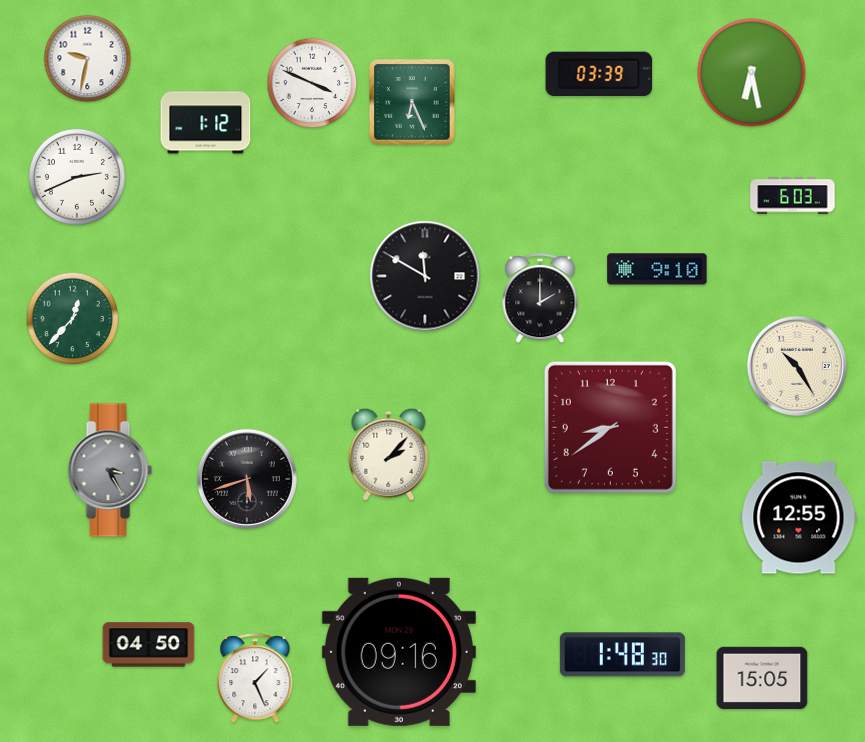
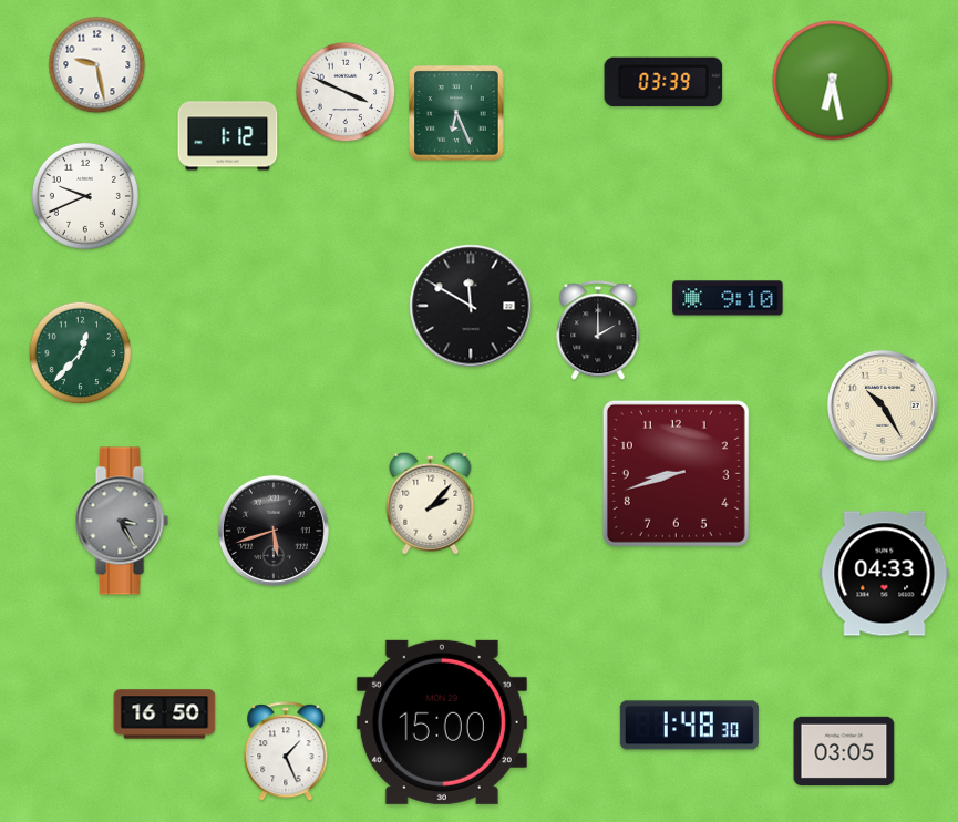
clock at (88, 59): 9:32 -> 9:28
clock at (77, 177): 2:41 -> 9:41
clock at (793, 196): 6:03 -> none
clock at (610, 427): 8:39 -> 8:42
clock at (799, 518): 12:55 -> 04:33
clock at (149, 645): 04:50 -> 16:50
clock at (399, 652): 09:16 -> 15:00
clock at (762, 677): 15:05 -> 03:05
clock at (255, 679) position: (255, 679) -> (286, 752)
